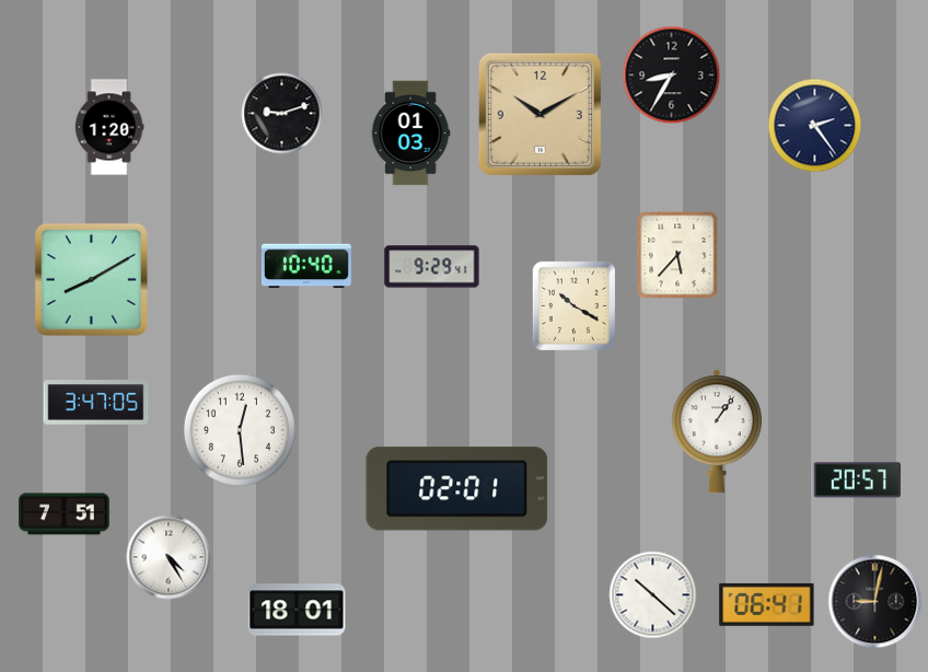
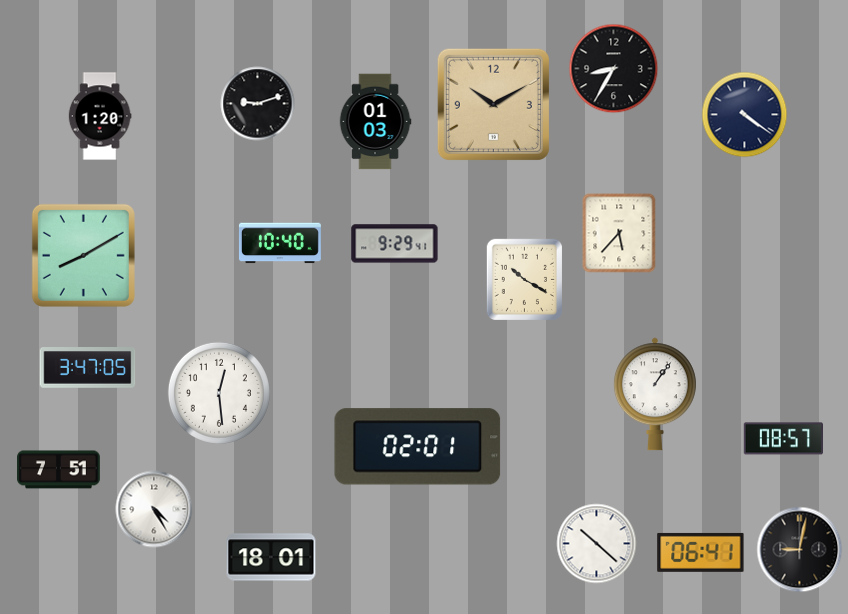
clock at (815, 126): 2:24 -> 4:21
clock at (857, 480): 20:57 -> 08:57
